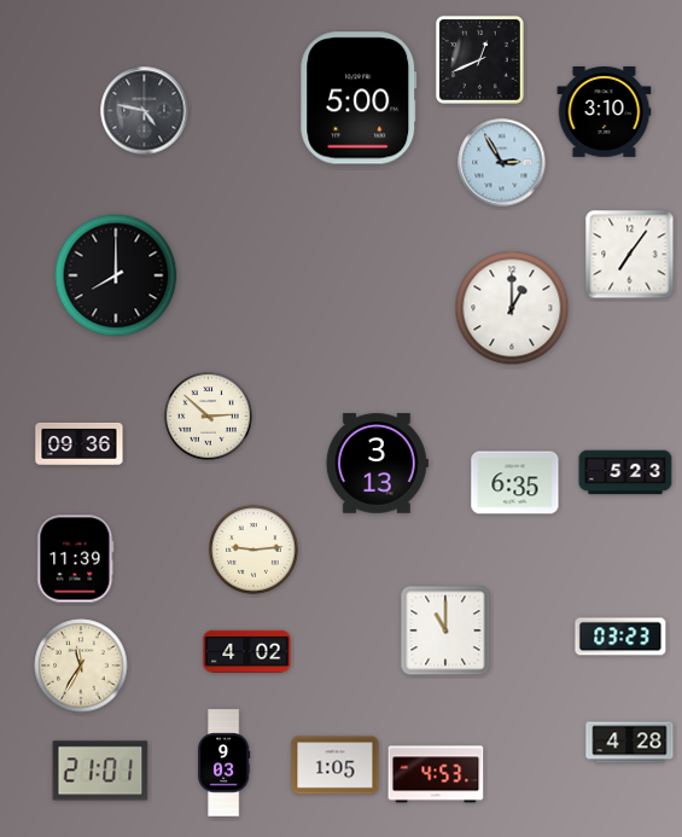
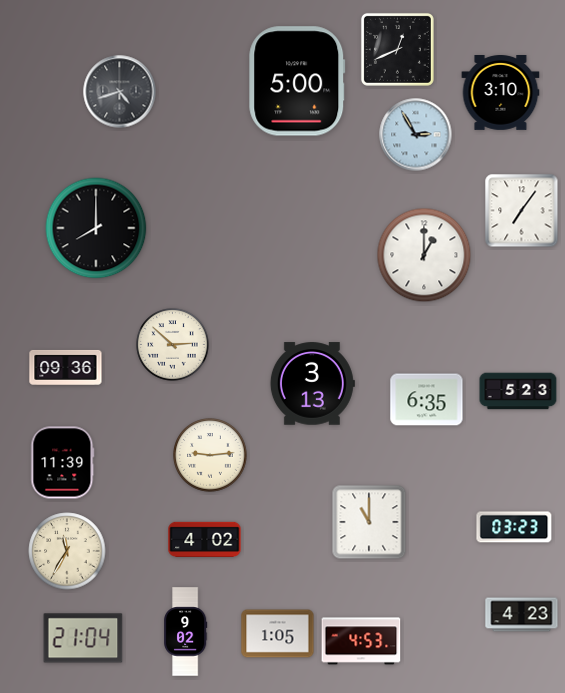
clock at (145, 111): 4:47 -> 4:42
clock at (630, 743): 4:28 -> 4:23
clock at (223, 763): 9:03 -> 9:02
clock at (100, 771): 21:01 -> 21:04
